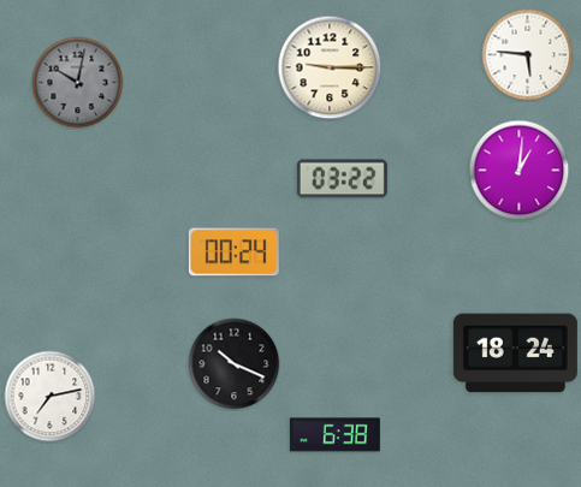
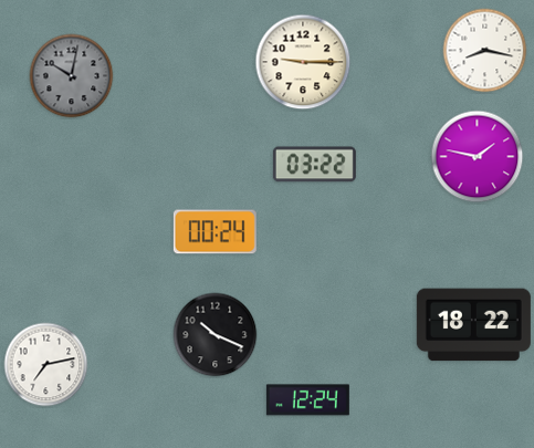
clock at (528, 55): 5:46 -> 8:17
clock at (520, 171): 1:01 -> 1:47
clock at (515, 354): 18:24 -> 18:22
clock at (334, 435): 6:38 -> 12:24
